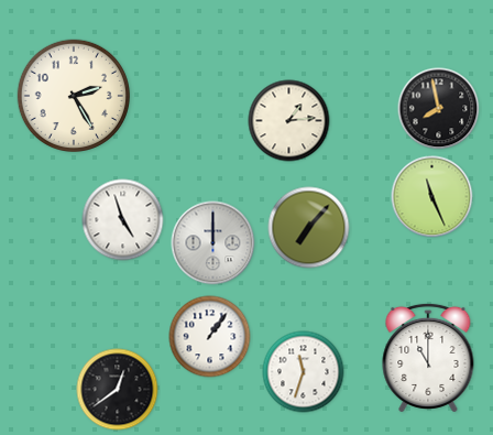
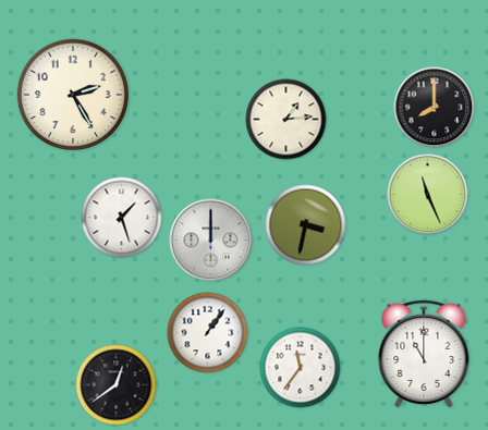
clock at (439, 109): 7:58 -> 8:00
clock at (123, 220): 4:57 -> 1:27
clock at (309, 228): 7:07 -> 3:32
clock at (304, 372): 11:33 -> 11:36
